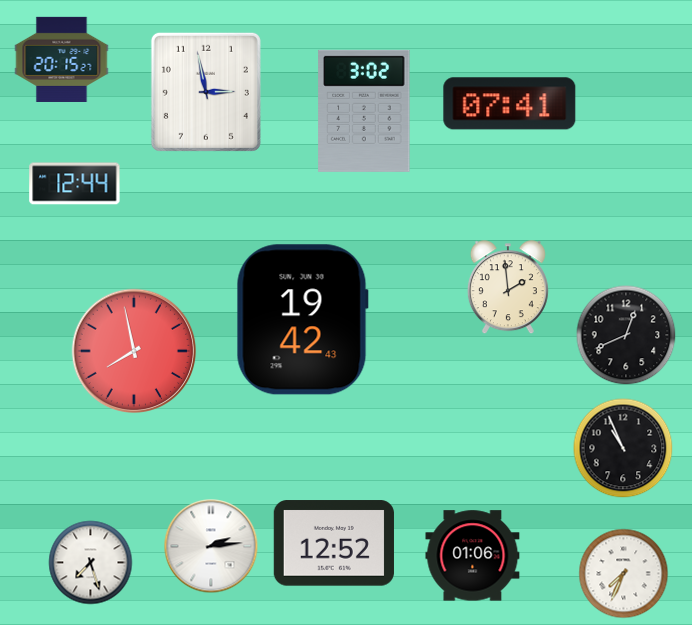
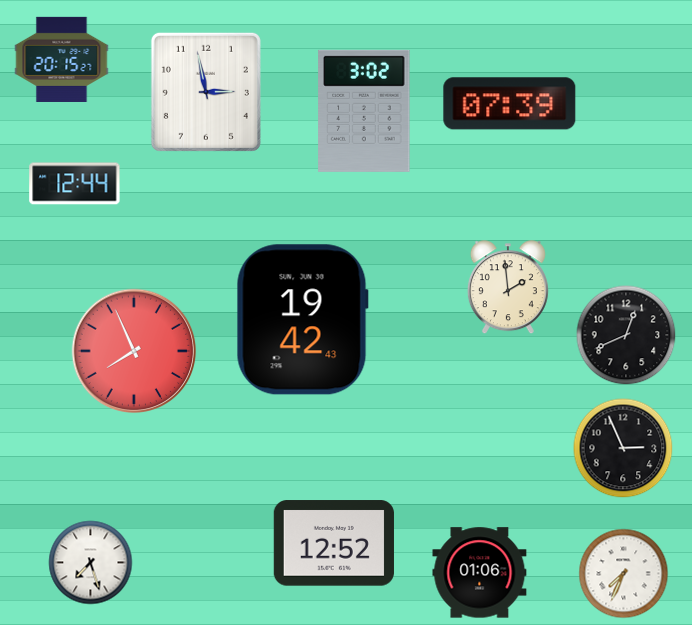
clock at (510, 104): 07:41 -> 07:39
clock at (134, 351): 7:58 -> 7:56
clock at (623, 448): 10:56 -> 2:56
clock at (211, 546): 2:14 -> none
clock at (473, 556) position: (473, 556) -> (480, 573)
